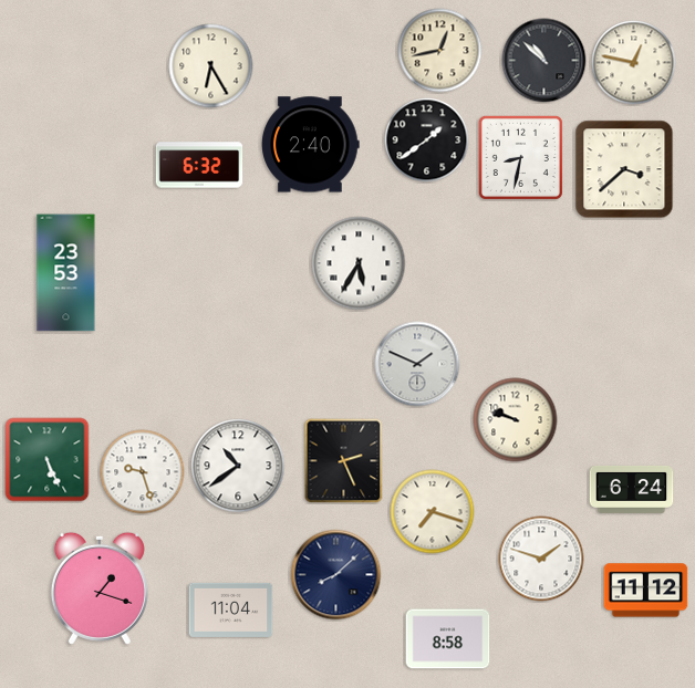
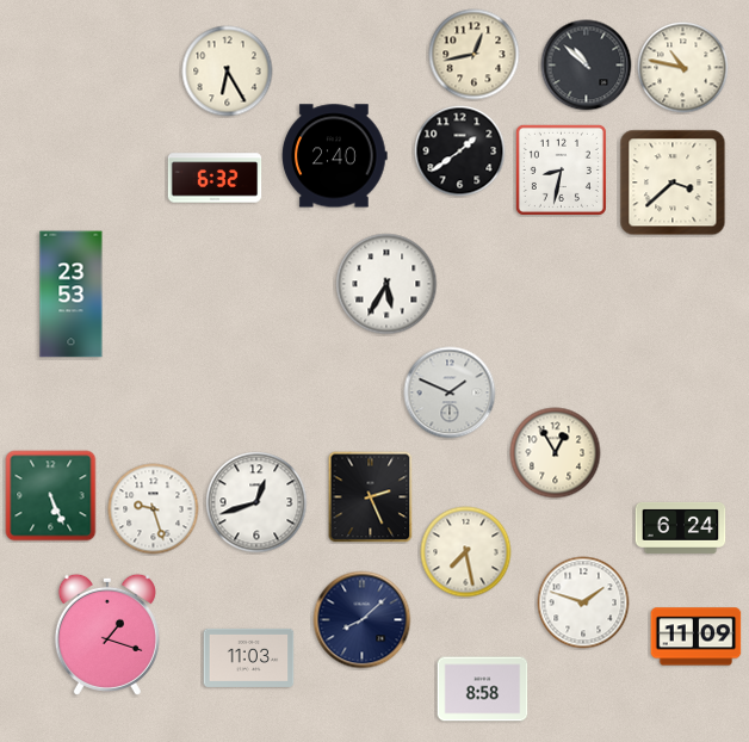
clock at (634, 63): 12:47 -> 10:47
clock at (516, 420): 9:48 -> 12:55
clock at (238, 466): 10:39 -> 12:42
clock at (433, 512): 7:18 -> 7:28
clock at (646, 591): 11:12 -> 11:09
clock at (231, 609): 11:04 -> 11:03
